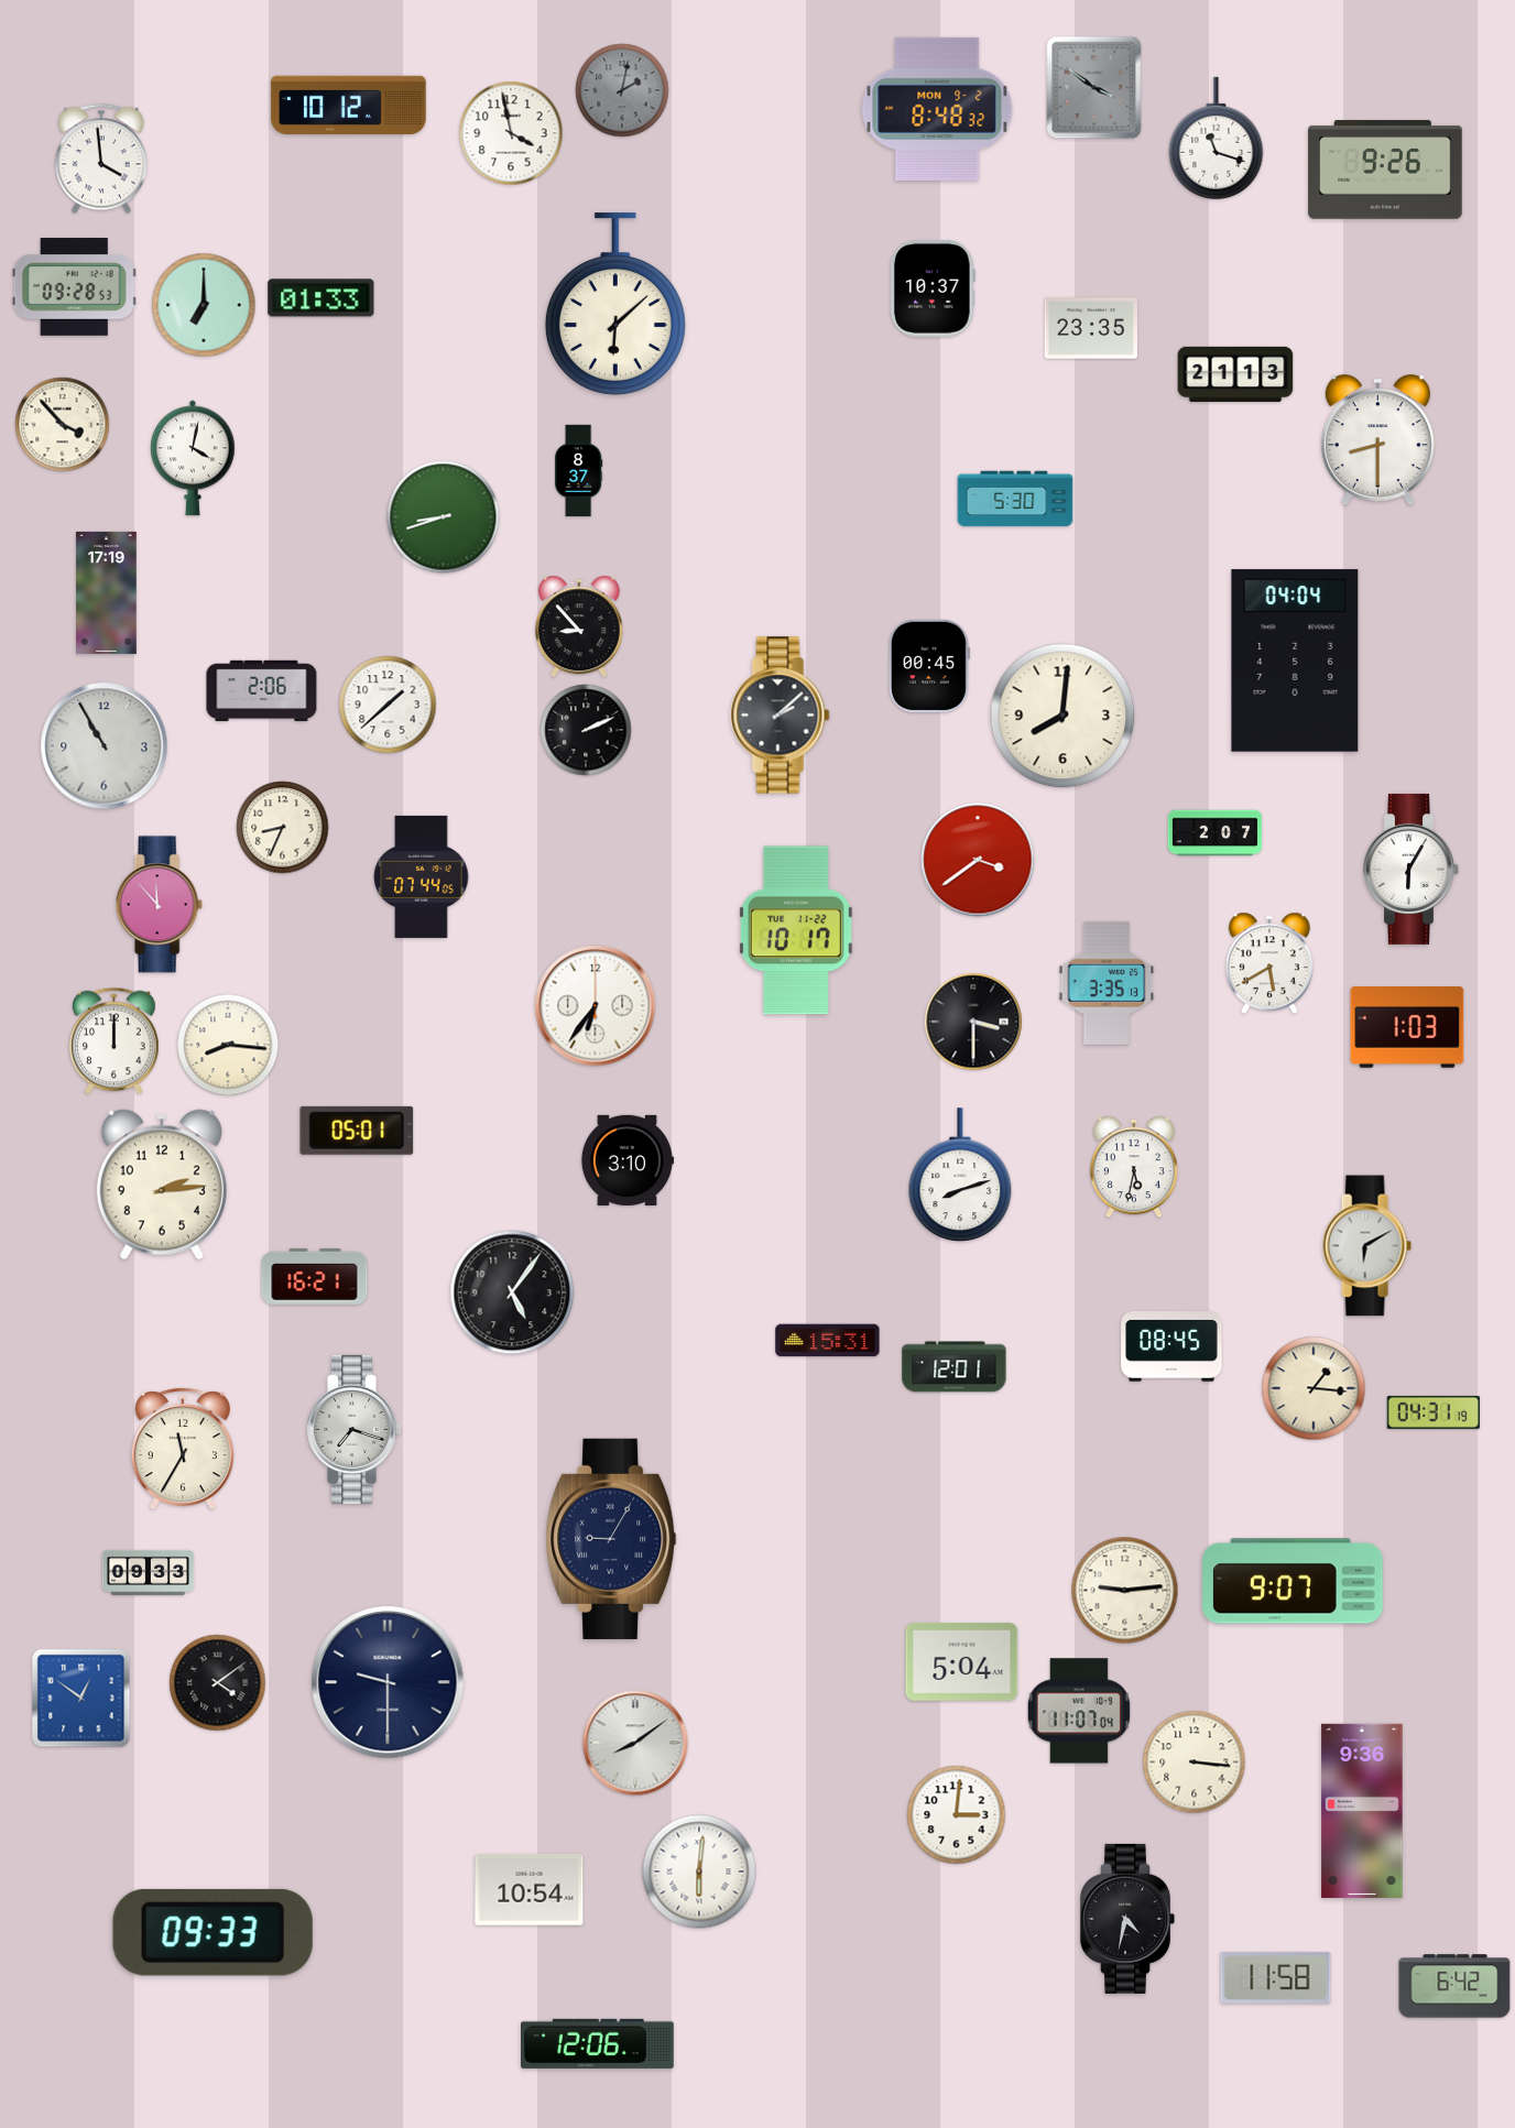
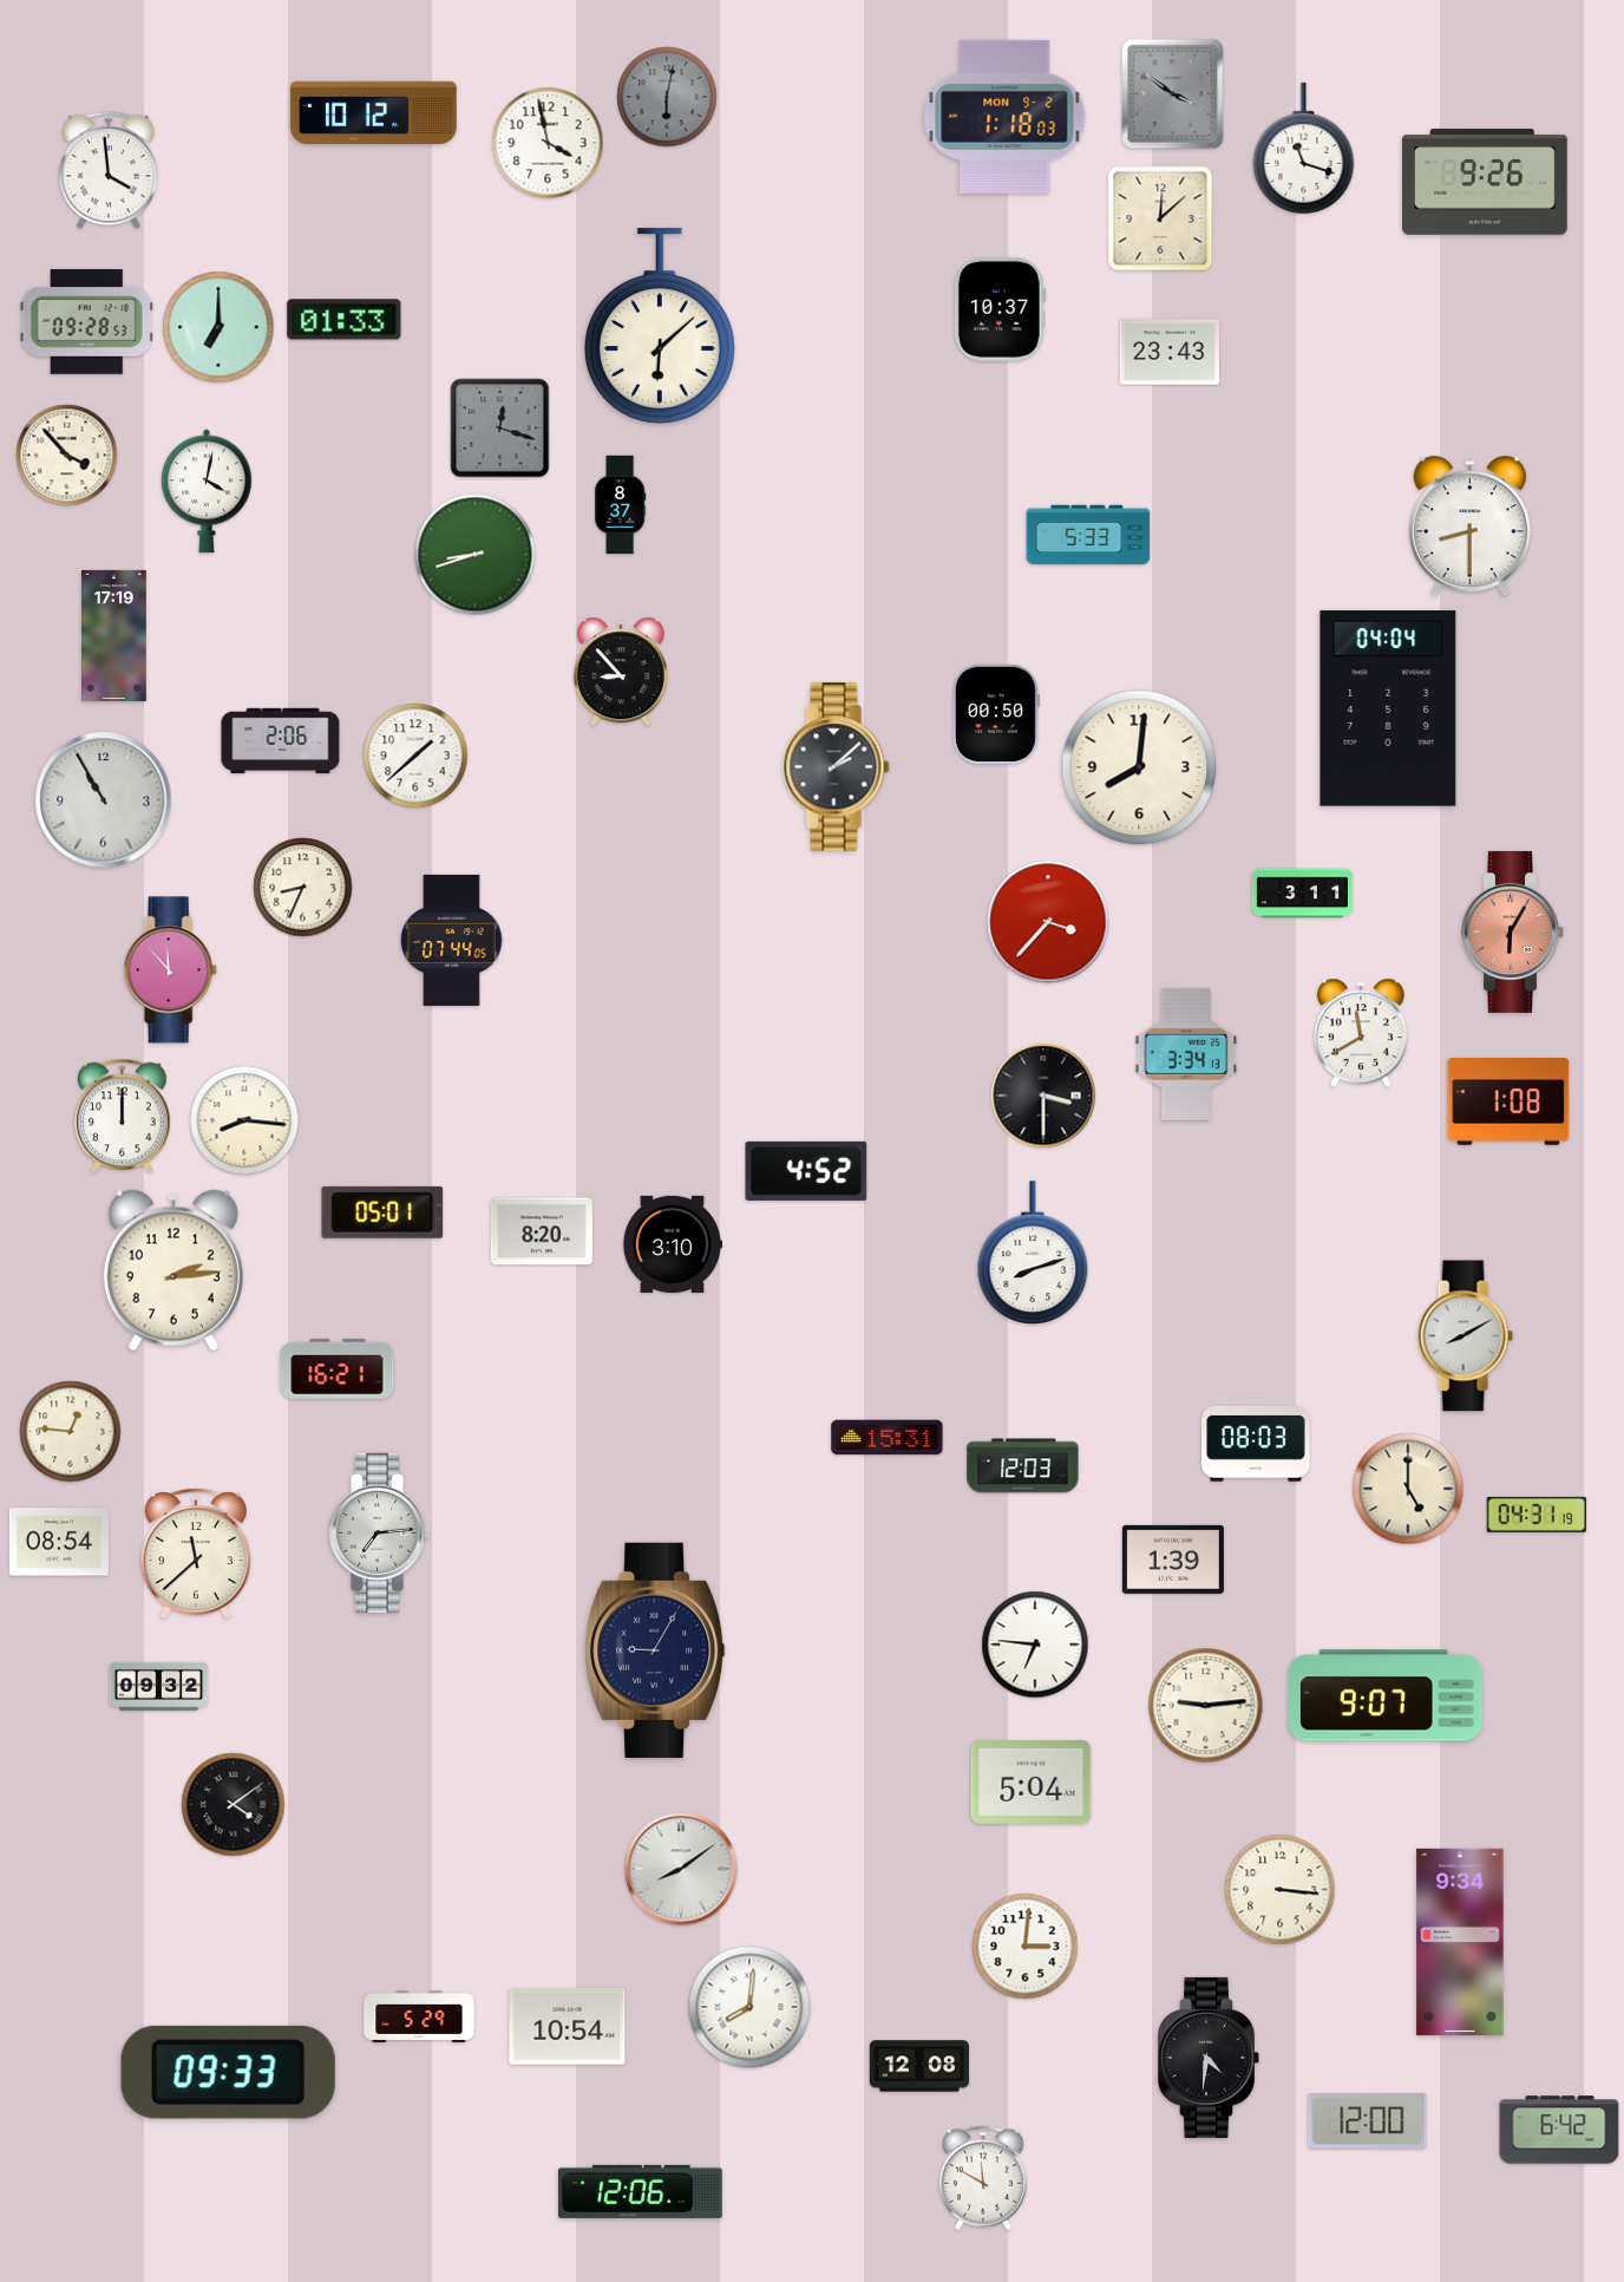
clock at (622, 90): 2:02 -> 6:02
clock at (937, 109): 8:48 -> 1:18
clock at (1160, 218): none -> 12:08
clock at (74, 287) position: (74, 287) -> (86, 322)
clock at (1091, 328): 23:35 -> 23:43
clock at (1235, 374): 21:13 -> none
clock at (500, 429): none -> 12:18
clock at (1377, 440) position: (1377, 440) -> (1469, 527)
clock at (1015, 499): 5:30 -> 5:33
clock at (929, 666): 00:45 -> 00:50
clock at (586, 730): 2:11 -> none
clock at (105, 746) position: (105, 746) -> (104, 800)
clock at (1214, 833): 2:07 -> 3:11
clock at (978, 860): 3:39 -> 3:37
clock at (1412, 869) dial: white -> salmon
clock at (796, 930): 10:17 -> none
clock at (1269, 963): 5:40 -> 11:40
clock at (1107, 983): 3:35 -> 3:34
clock at (596, 1006): 6:36 -> none
clock at (1407, 1027): 1:03 -> 1:08
clock at (806, 1171): none -> 4:52
clock at (542, 1231): none -> 8:20
clock at (1134, 1167): 5:32 -> none
clock at (960, 1175) position: (960, 1175) -> (1033, 1253)
clock at (1366, 1246): 6:10 -> 8:10
clock at (512, 1292): 5:06 -> none
clock at (71, 1432): none -> 12:46
clock at (1171, 1346): 08:45 -> 08:03
clock at (955, 1367): 12:01 -> 12:03
clock at (1314, 1388): 1:16 -> 5:00
clock at (355, 1429): 7:18 -> 7:14
clock at (59, 1542): none -> 08:54
clock at (183, 1449): 11:35 -> 11:38
clock at (1173, 1560): none -> 1:39
clock at (1035, 1645): none -> 6:46
clock at (149, 1572): 09:33 -> 09:32
clock at (388, 1682): 9:30 -> none
clock at (81, 1699): 12:51 -> none
clock at (1079, 1711): 11:07 -> none
clock at (1362, 1811): 9:36 -> 9:34
clock at (699, 1871): 6:01 -> 8:01
clock at (419, 2016): none -> 5:29
clock at (1127, 1919): 4:32 -> 4:31
clock at (918, 2066): none -> 12:08
clock at (1276, 1977): 11:58 -> 12:00
clock at (983, 2178): none -> 11:50
